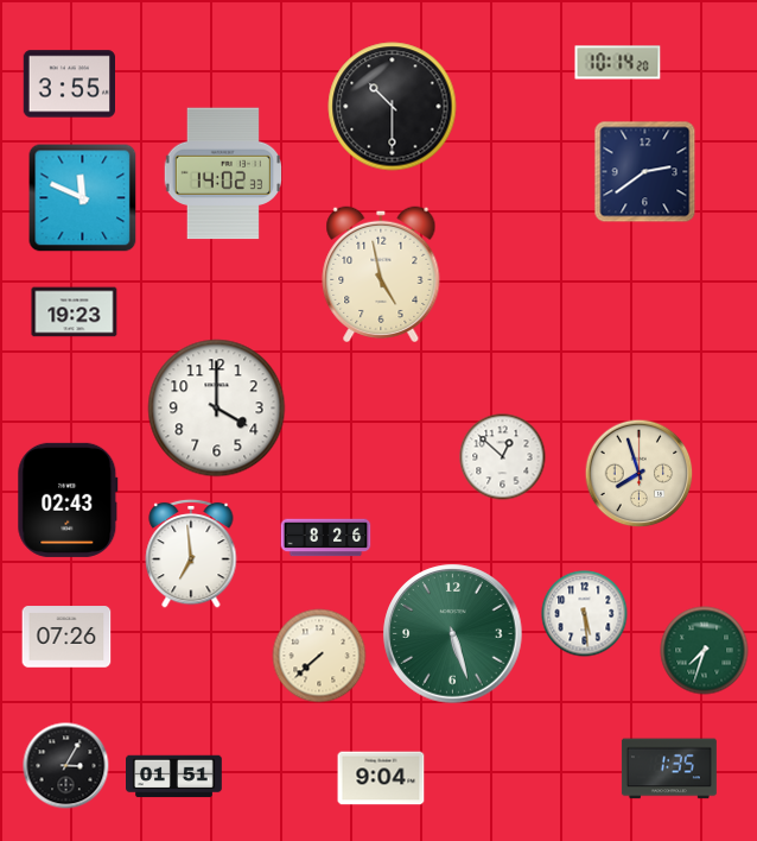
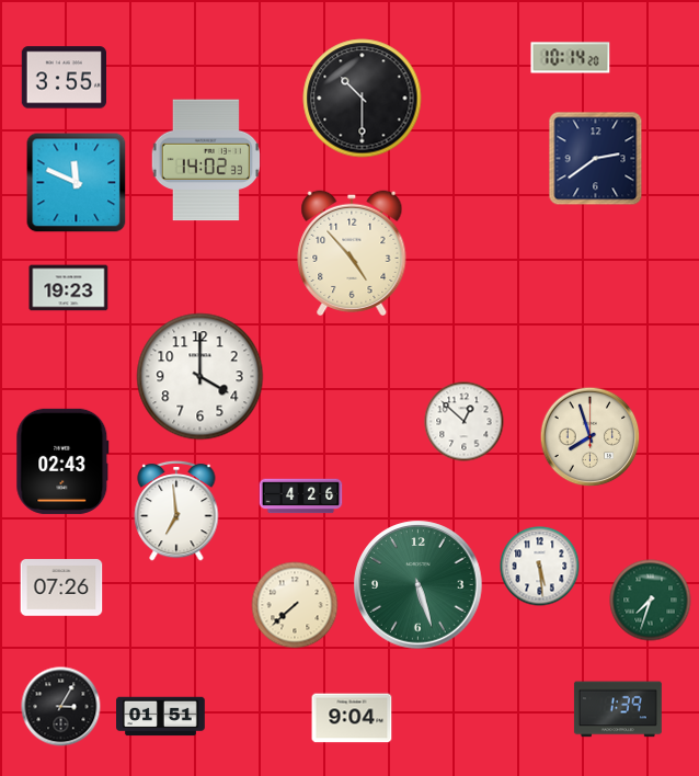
clock at (381, 274): 4:58 -> 4:53
clock at (326, 538): 8:26 -> 4:26
clock at (669, 769): 1:35 -> 1:39
